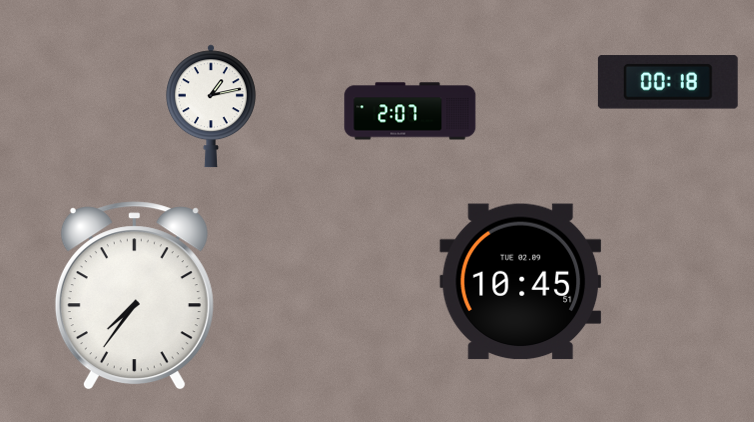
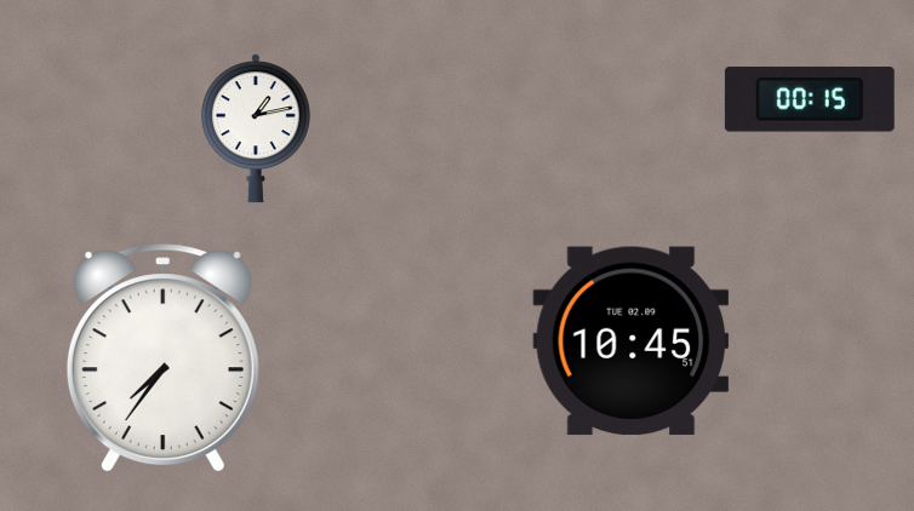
clock at (668, 82): 00:18 -> 00:15
clock at (410, 111): 2:07 -> none
